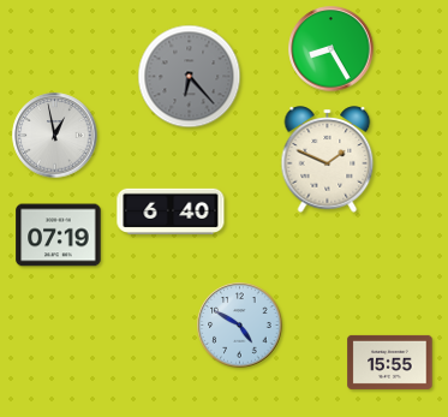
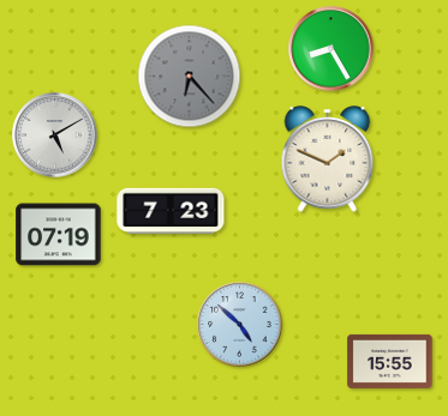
clock at (55, 136): 12:58 -> 5:10
clock at (171, 212): 6:40 -> 7:23
clock at (240, 326): 4:50 -> 4:52
